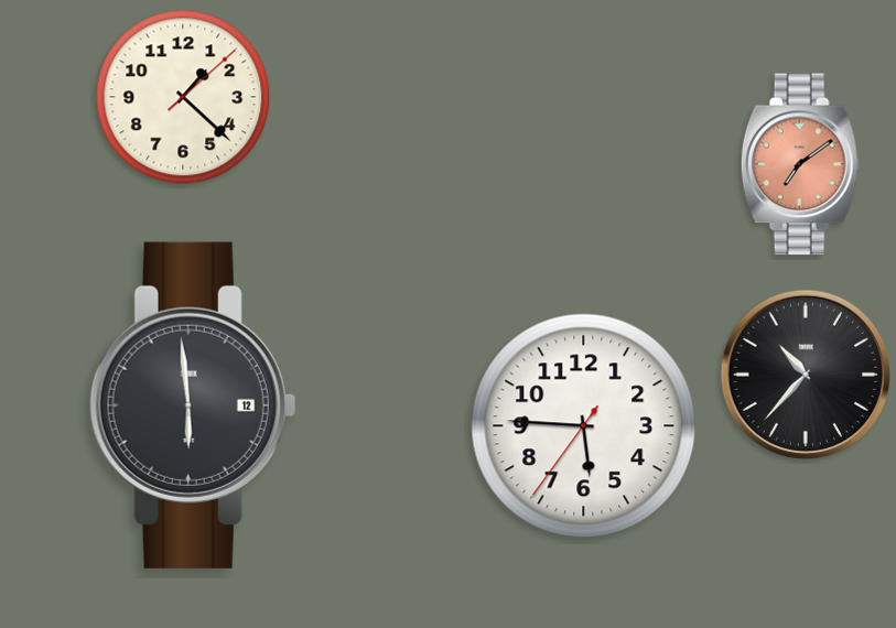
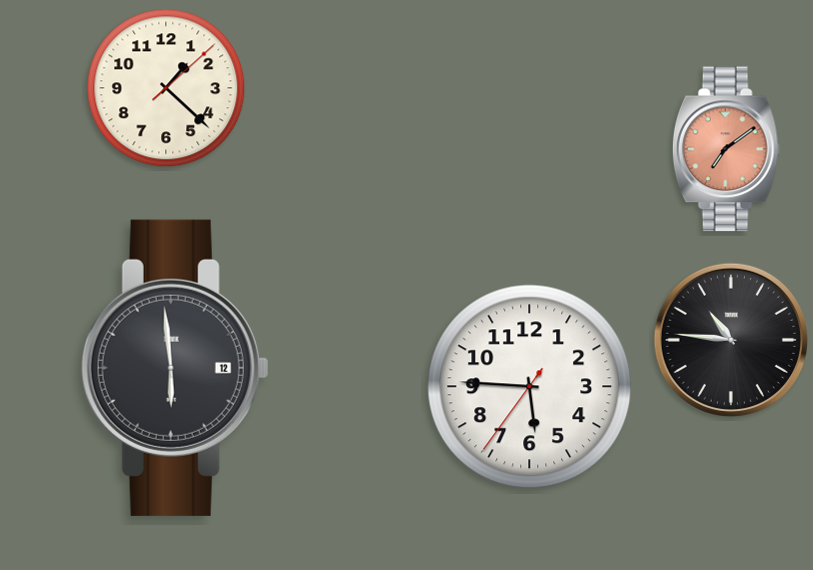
clock at (806, 375): 10:37 -> 10:46
